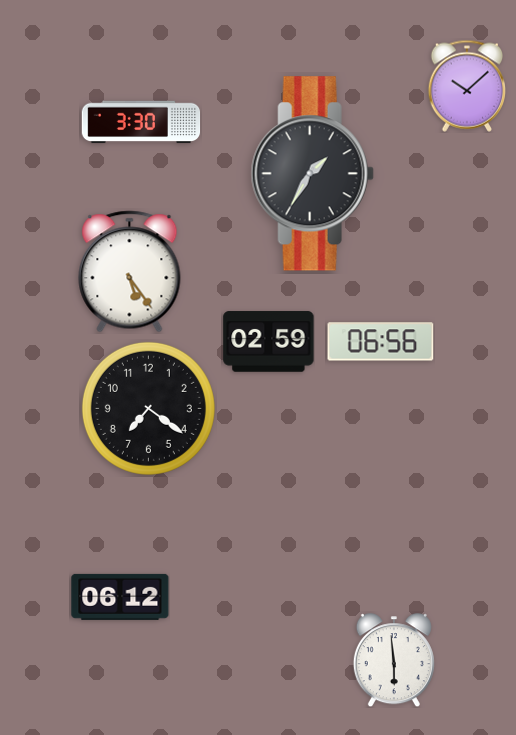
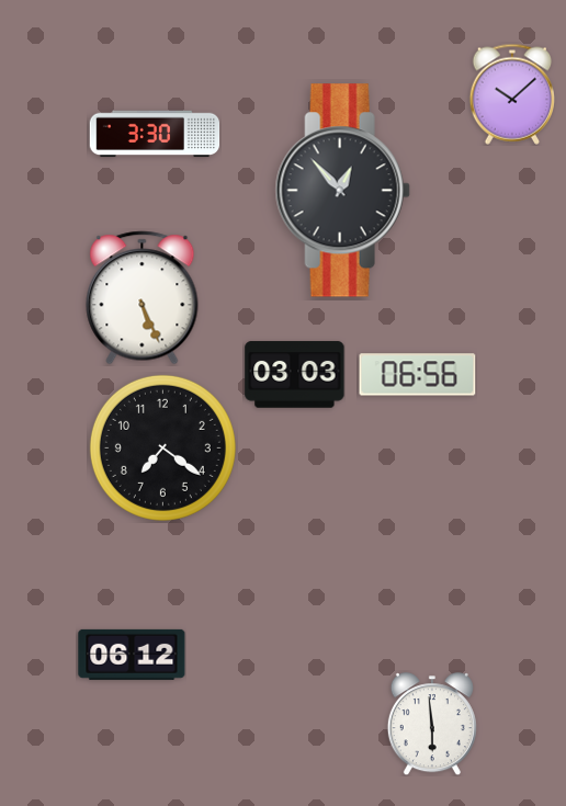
clock at (312, 174): 1:35 -> 12:53
clock at (130, 272): 5:24 -> 5:26
clock at (269, 342): 02:59 -> 03:03
